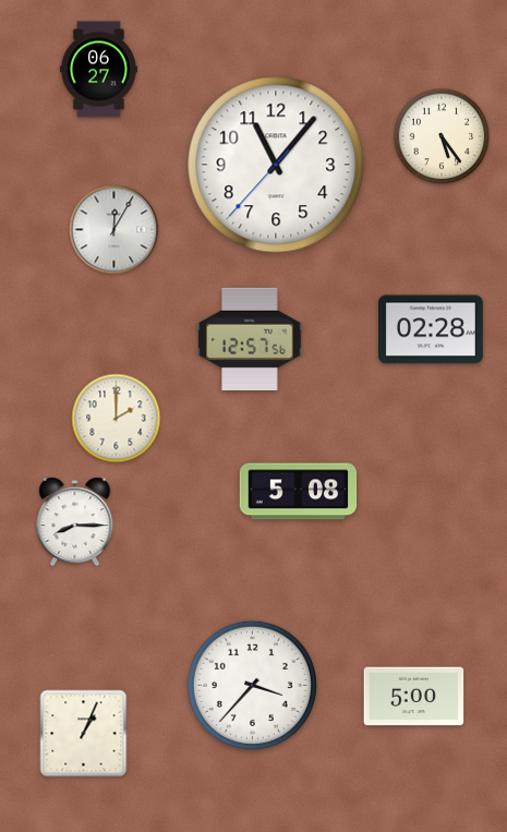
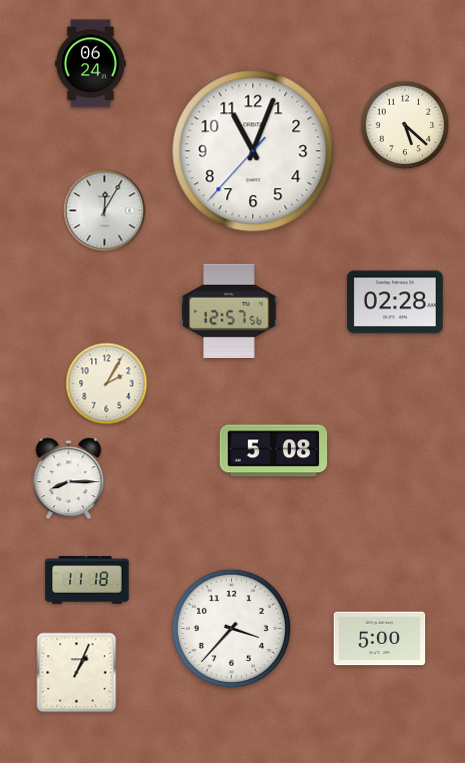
clock at (98, 70): 06:27 -> 06:24
clock at (442, 136): 5:24 -> 5:22
clock at (276, 165): 11:06 -> 11:03
clock at (117, 419): 2:00 -> 2:05
clock at (87, 580): none -> 11:18
